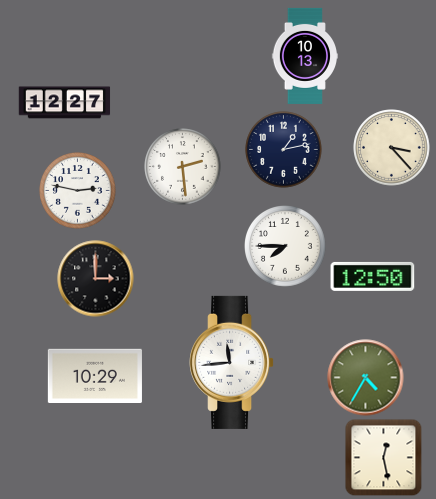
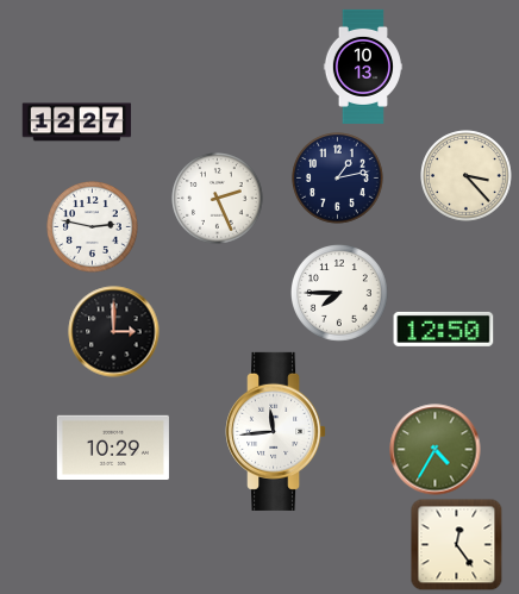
clock at (183, 167): 2:29 -> 2:26
clock at (383, 457): 12:28 -> 12:24
